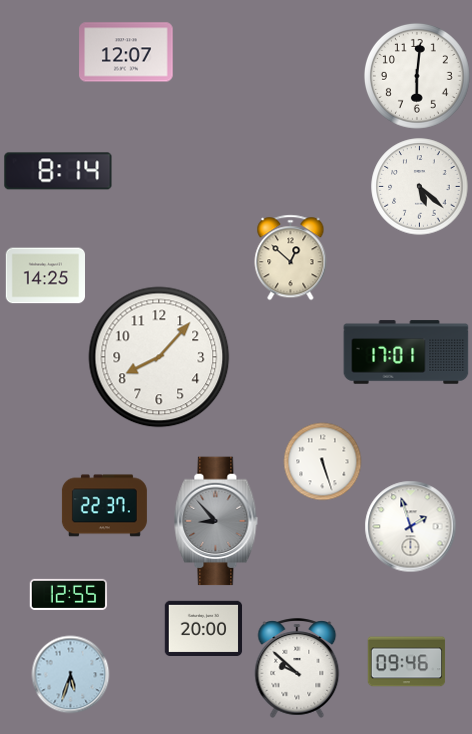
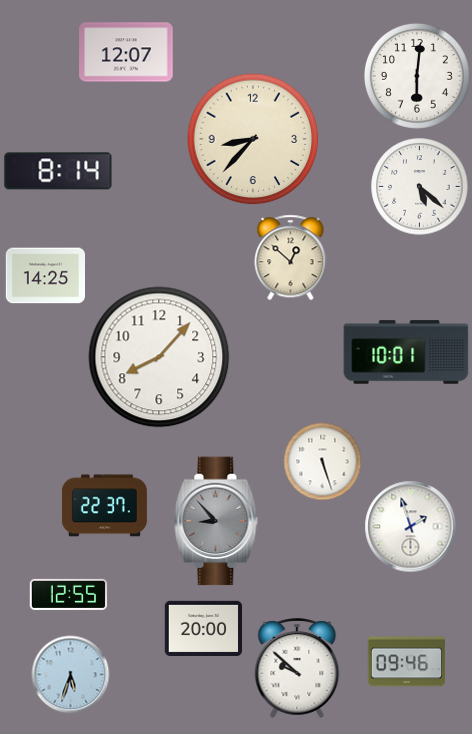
clock at (253, 139): none -> 8:37
clock at (406, 352): 17:01 -> 10:01
